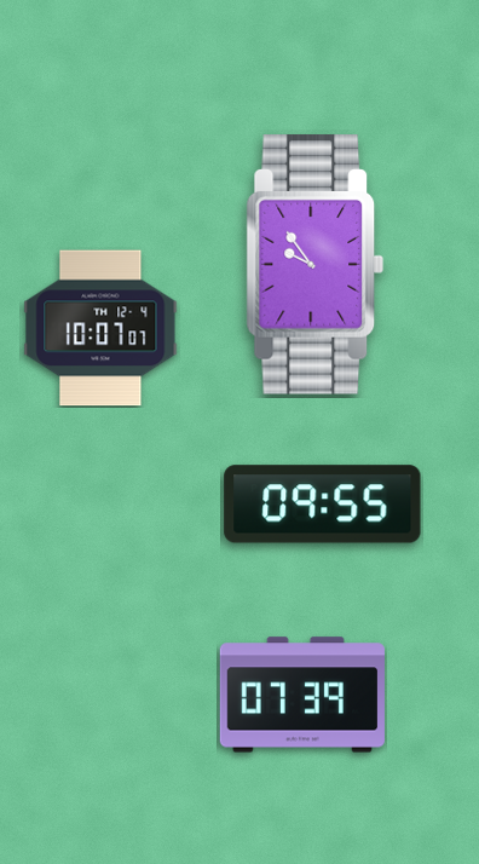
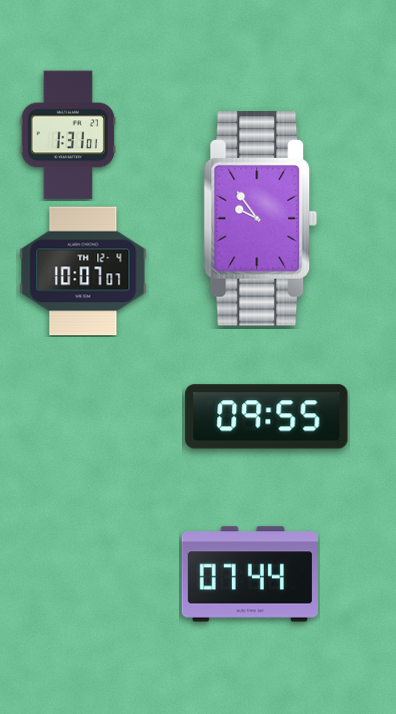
clock at (68, 135): none -> 1:31
clock at (302, 695): 07:39 -> 07:44
